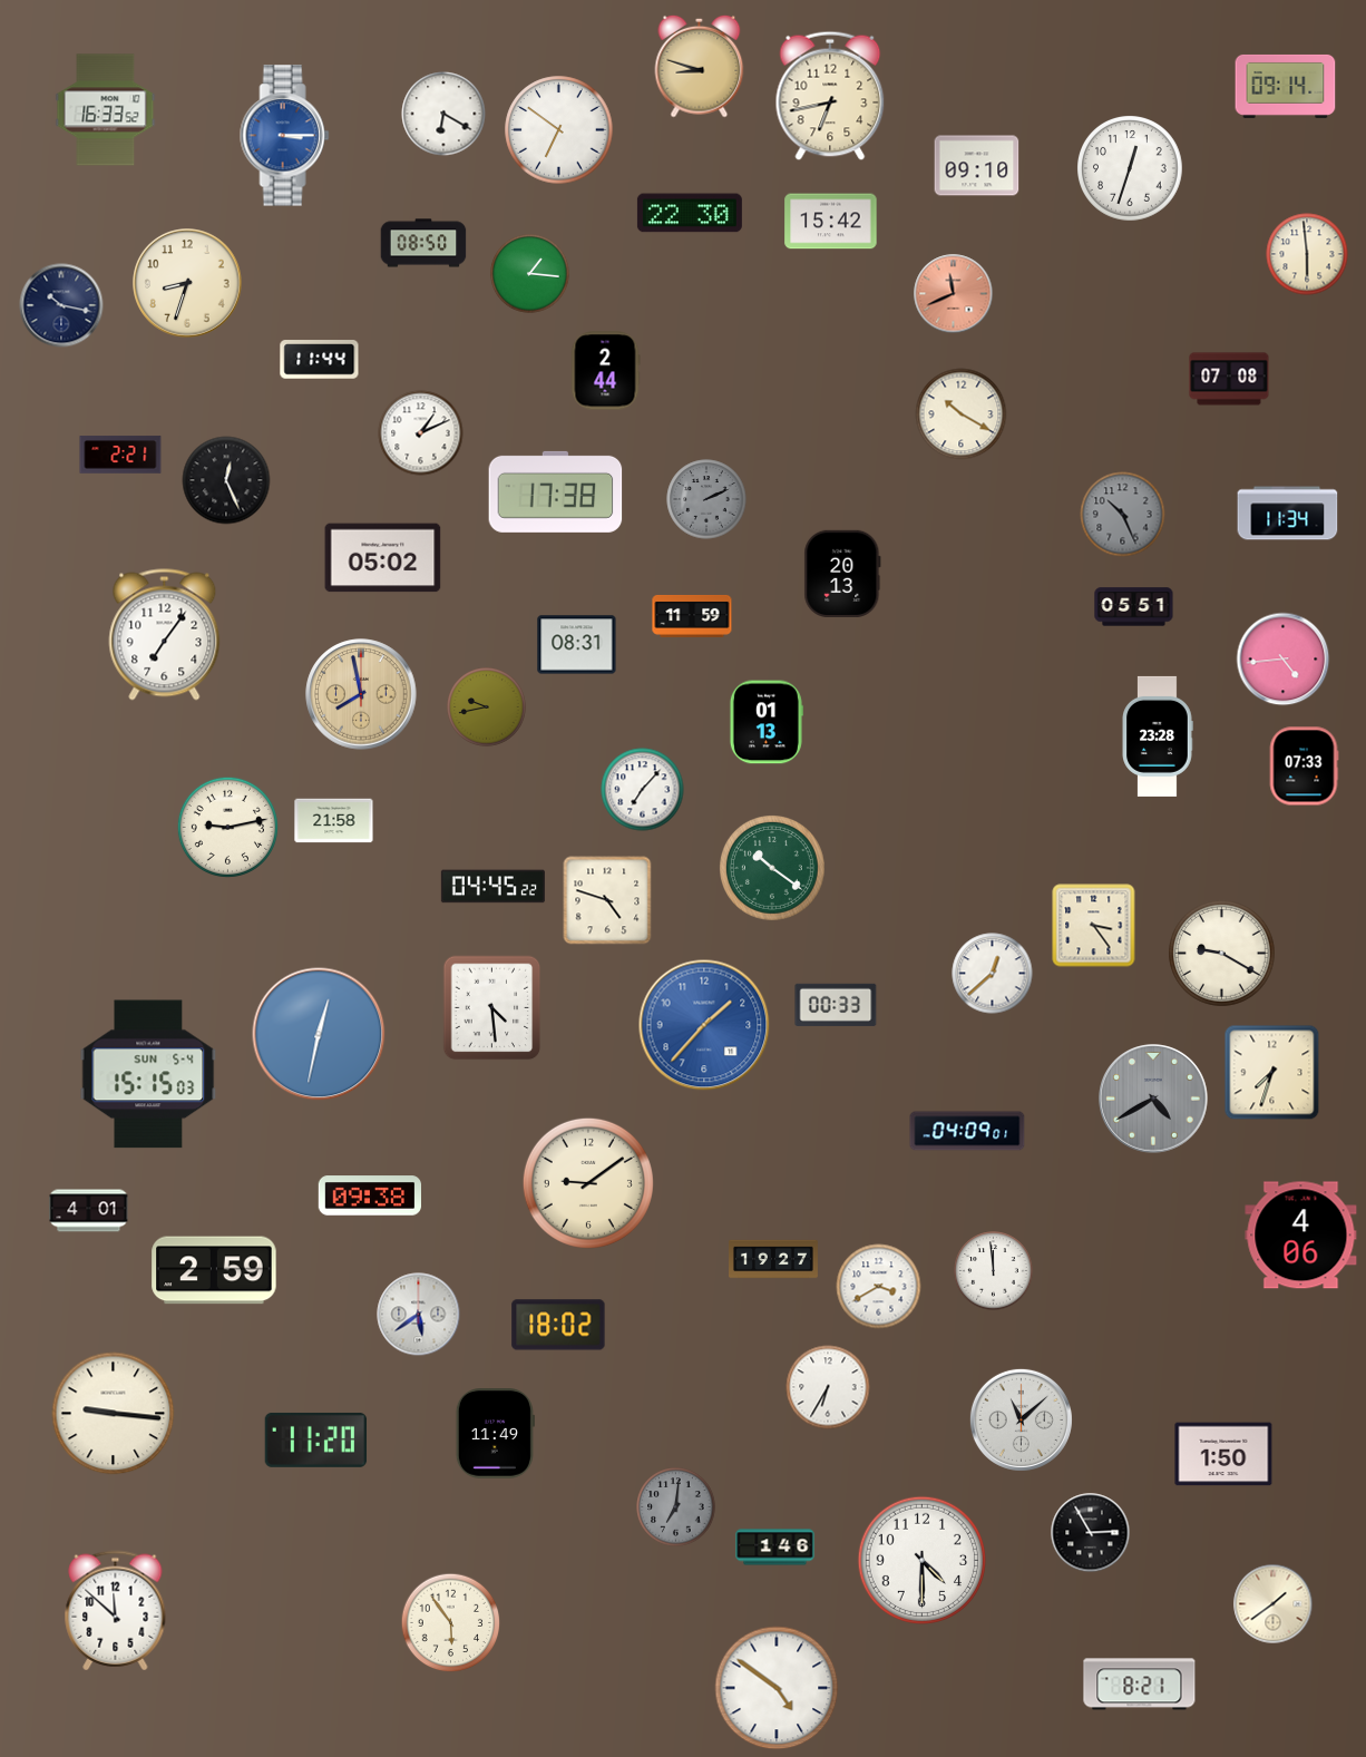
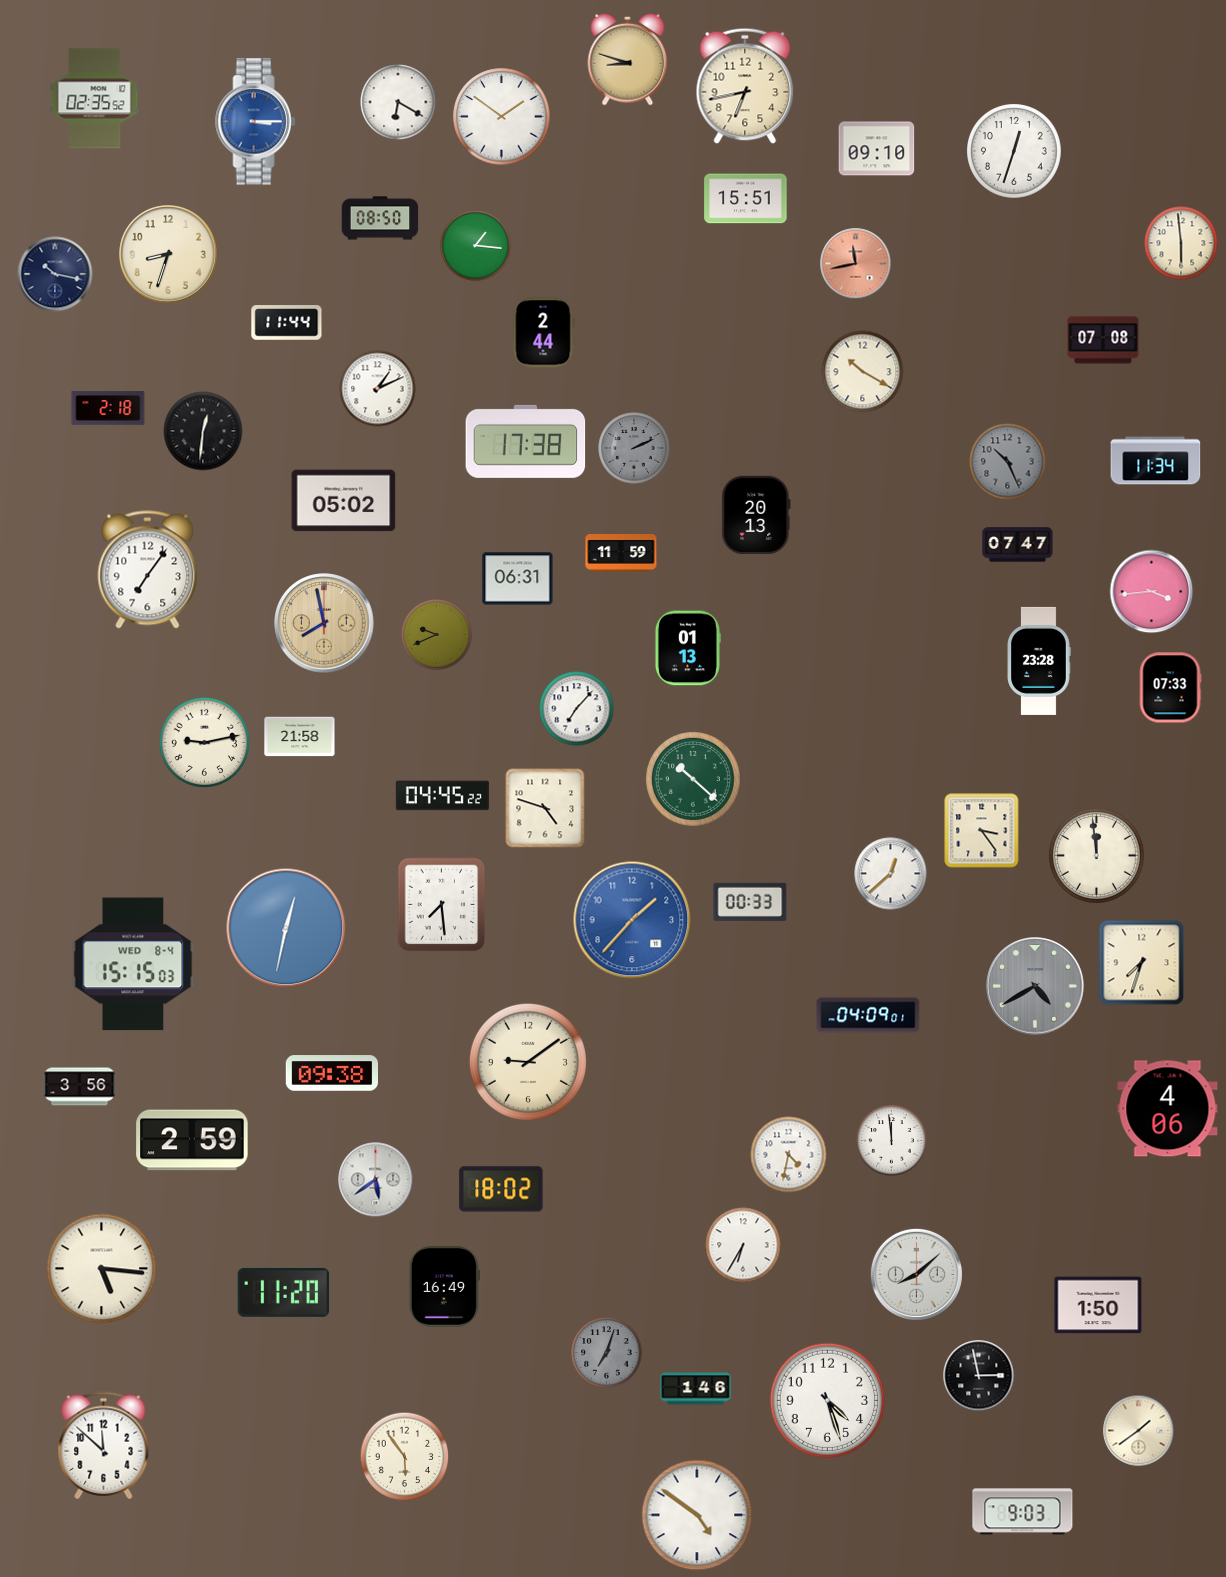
clock at (1286, 86): 09:14 -> none
clock at (106, 110): 16:33 -> 02:35
clock at (559, 130): 6:51 -> 1:51
clock at (690, 213): 22:30 -> none
clock at (831, 222): 15:42 -> 15:51
clock at (1307, 254) position: (1307, 254) -> (1181, 243)
clock at (954, 294): 11:41 -> 11:43
clock at (120, 455): 2:21 -> 2:18
clock at (226, 480): 12:26 -> 12:31
clock at (556, 491) position: (556, 491) -> (526, 441)
clock at (1134, 607): 05:51 -> 07:47
clock at (577, 645): 08:31 -> 06:31
clock at (1284, 660): 4:44 -> 3:44
clock at (487, 707): 9:43 -> 9:41
clock at (773, 869): 10:21 -> 10:22
clock at (1222, 954): 9:20 -> 11:59
clock at (492, 1008): 4:29 -> 7:29
clock at (148, 1074) date: SUN 5-4 -> WED 8-4
clock at (89, 1211): 4:01 -> 3:56
clock at (774, 1259): 19:27 -> none
clock at (879, 1287): 3:40 -> 4:32
clock at (114, 1414): 9:16 -> 5:16
clock at (1021, 1419): 11:08 -> 8:08
clock at (495, 1434): 11:49 -> 16:49
clock at (676, 1507): 7:01 -> 7:03
clock at (1091, 1533): 2:55 -> 2:58
clock at (921, 1560): 4:30 -> 4:27
clock at (1274, 1604) position: (1274, 1604) -> (1139, 1431)
clock at (1140, 1685): 8:21 -> 9:03
